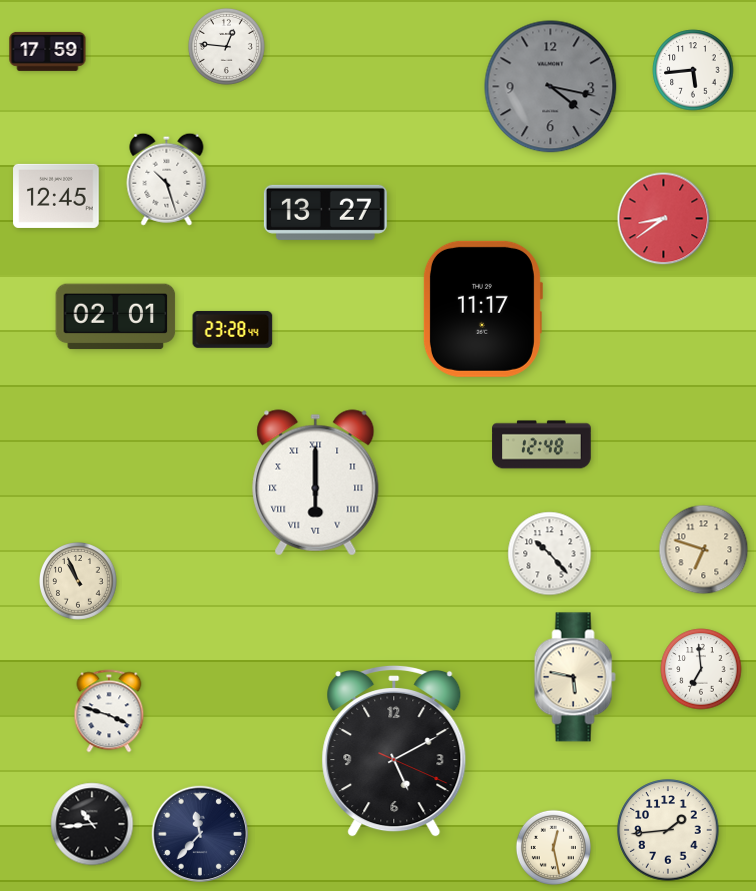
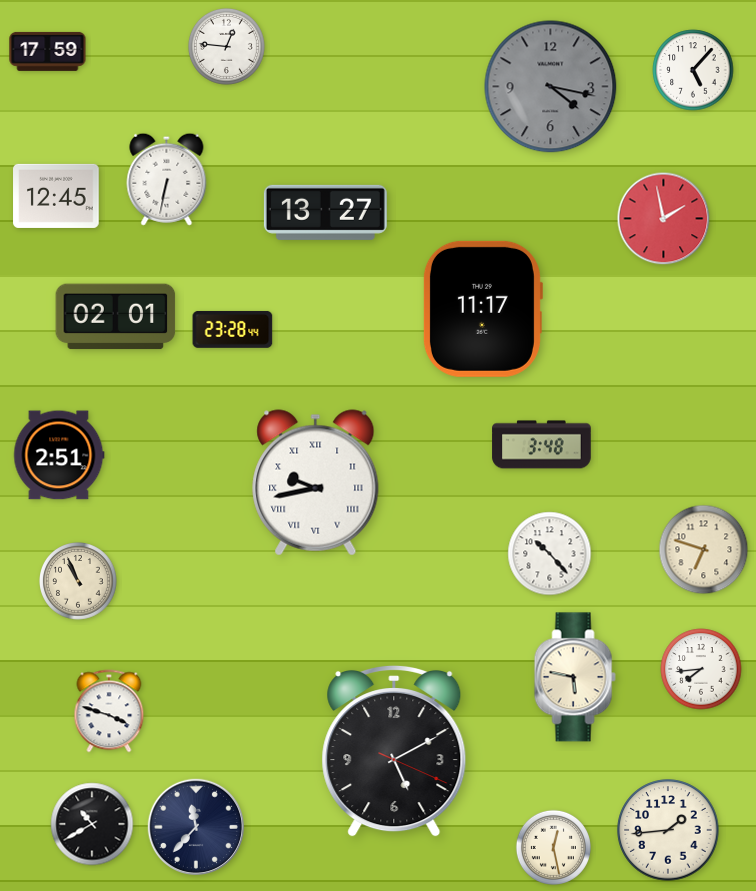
clock at (693, 70): 5:44 -> 5:07
clock at (167, 179): 10:27 -> 6:32
clock at (664, 219): 8:39 -> 1:58
clock at (542, 445): 12:48 -> 3:48
clock at (59, 455): none -> 2:51
clock at (316, 483): 6:00 -> 9:43
clock at (701, 669): 6:59 -> 7:44
clock at (92, 824): 10:44 -> 10:40
clock at (199, 833) position: (199, 833) -> (195, 826)
